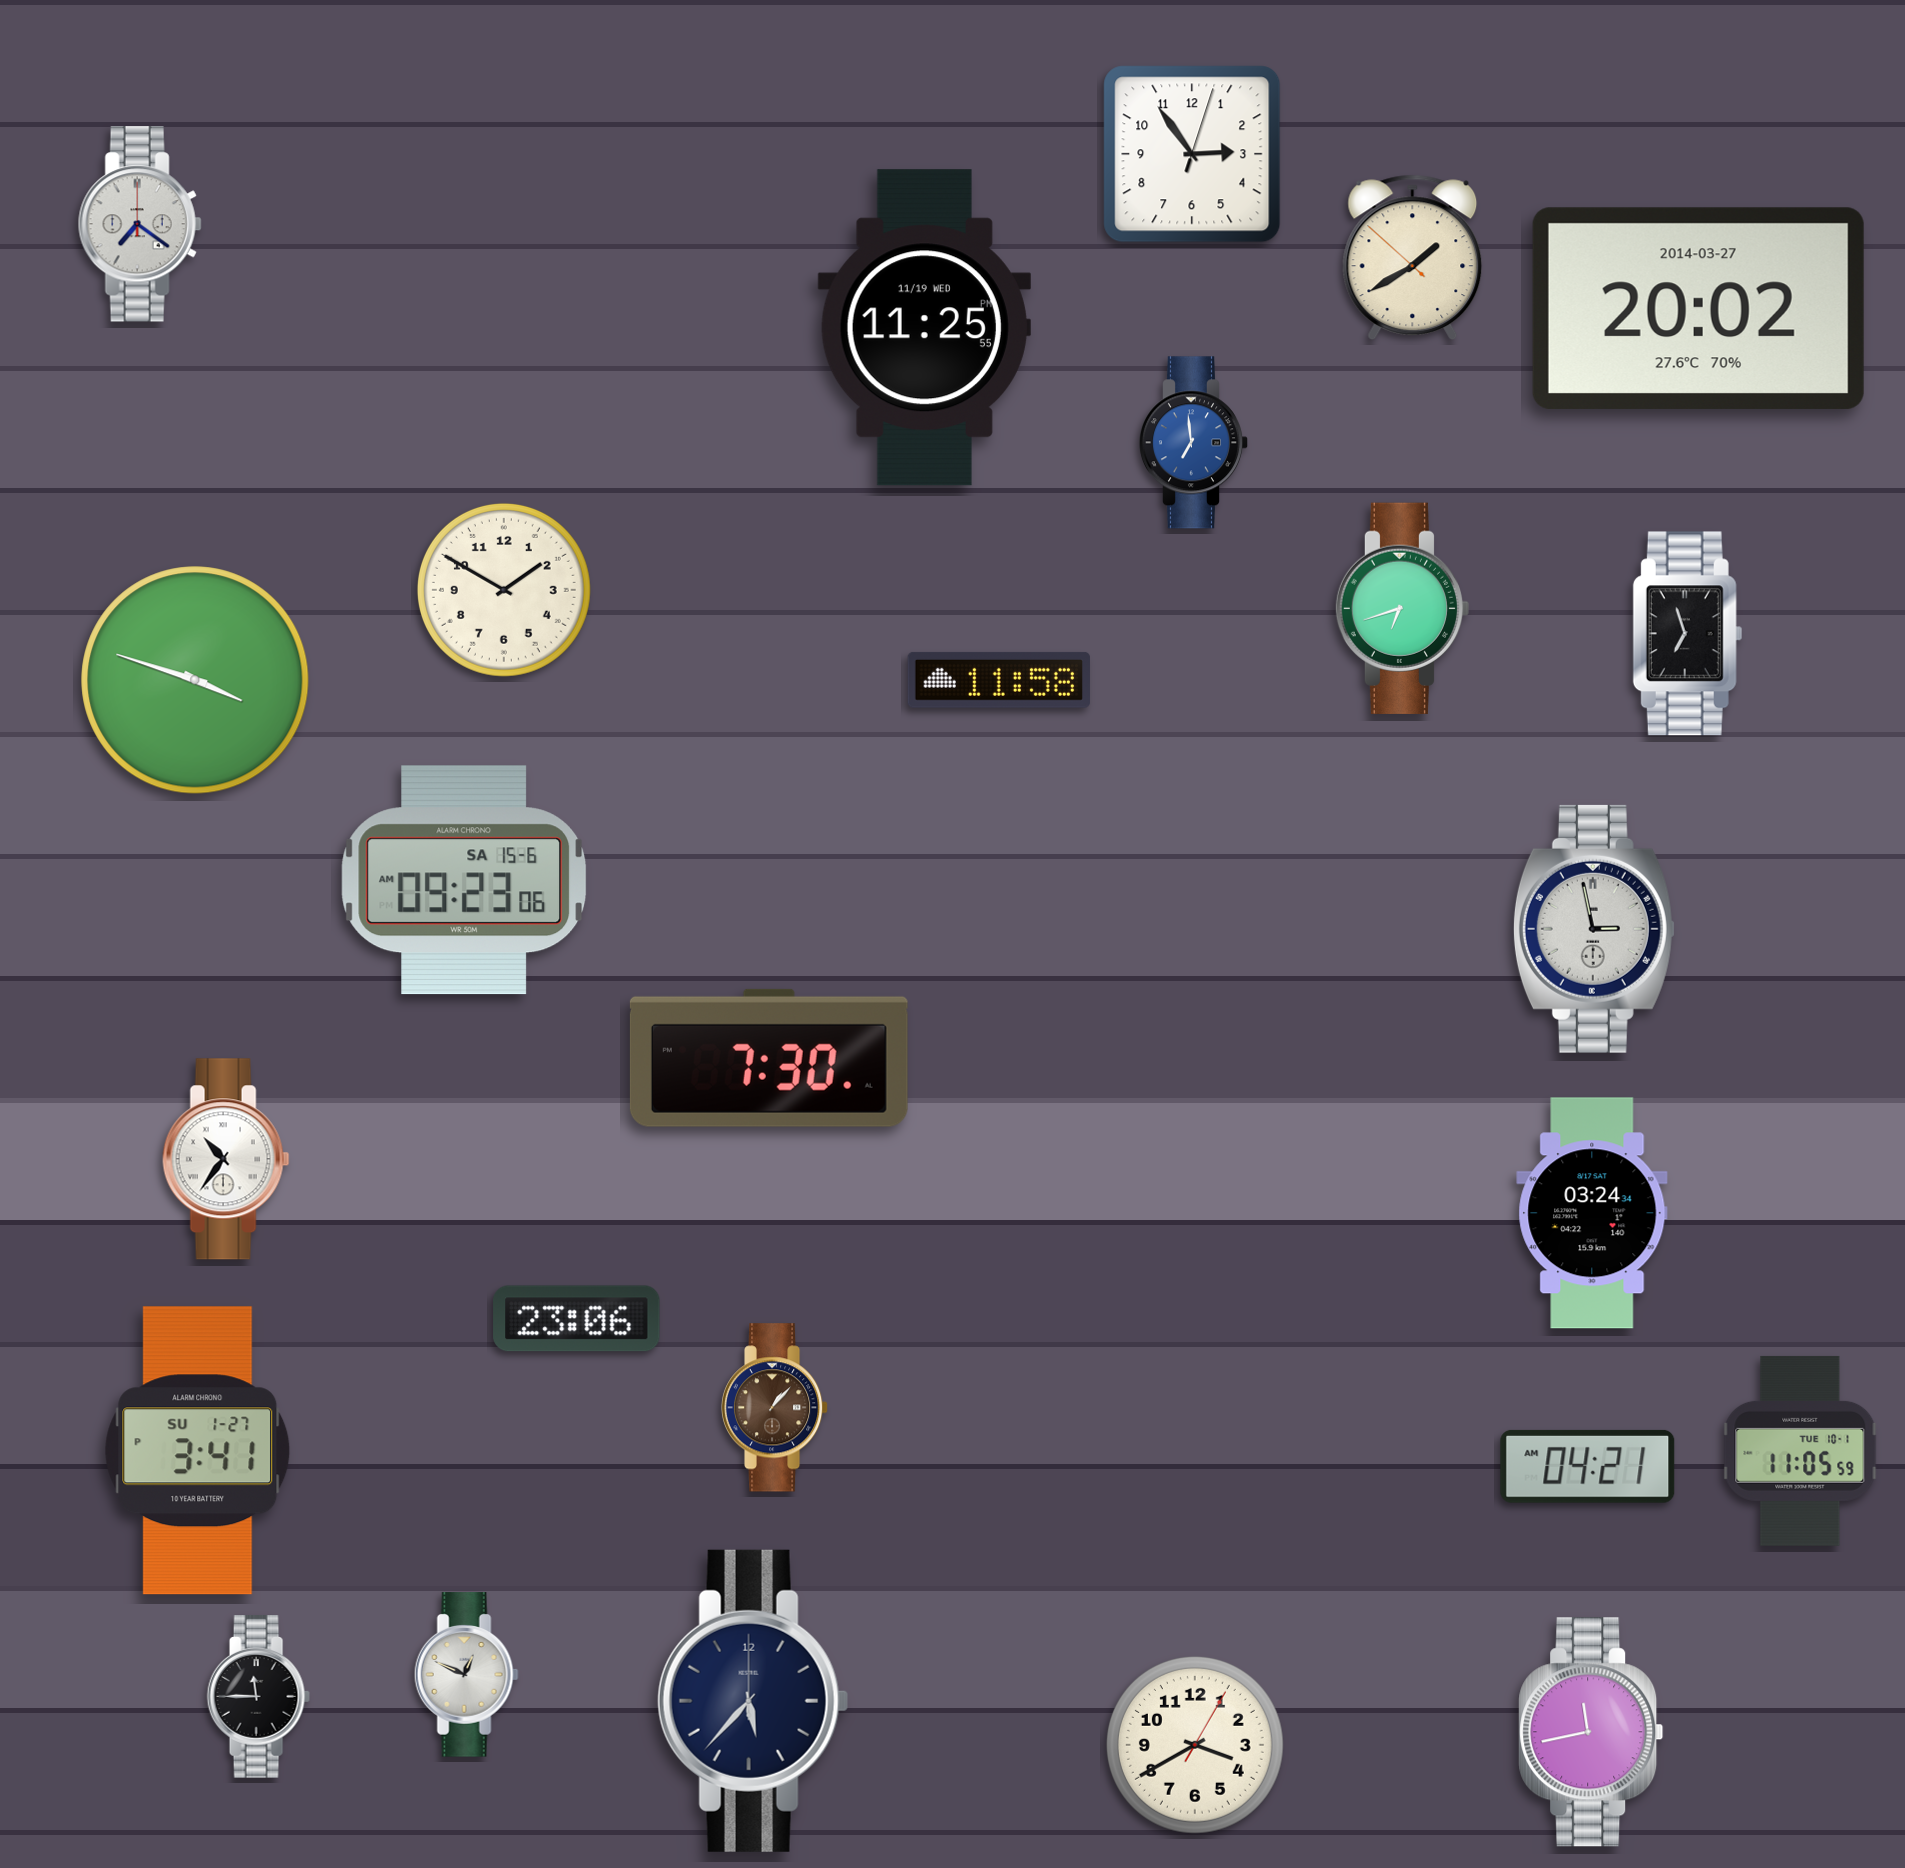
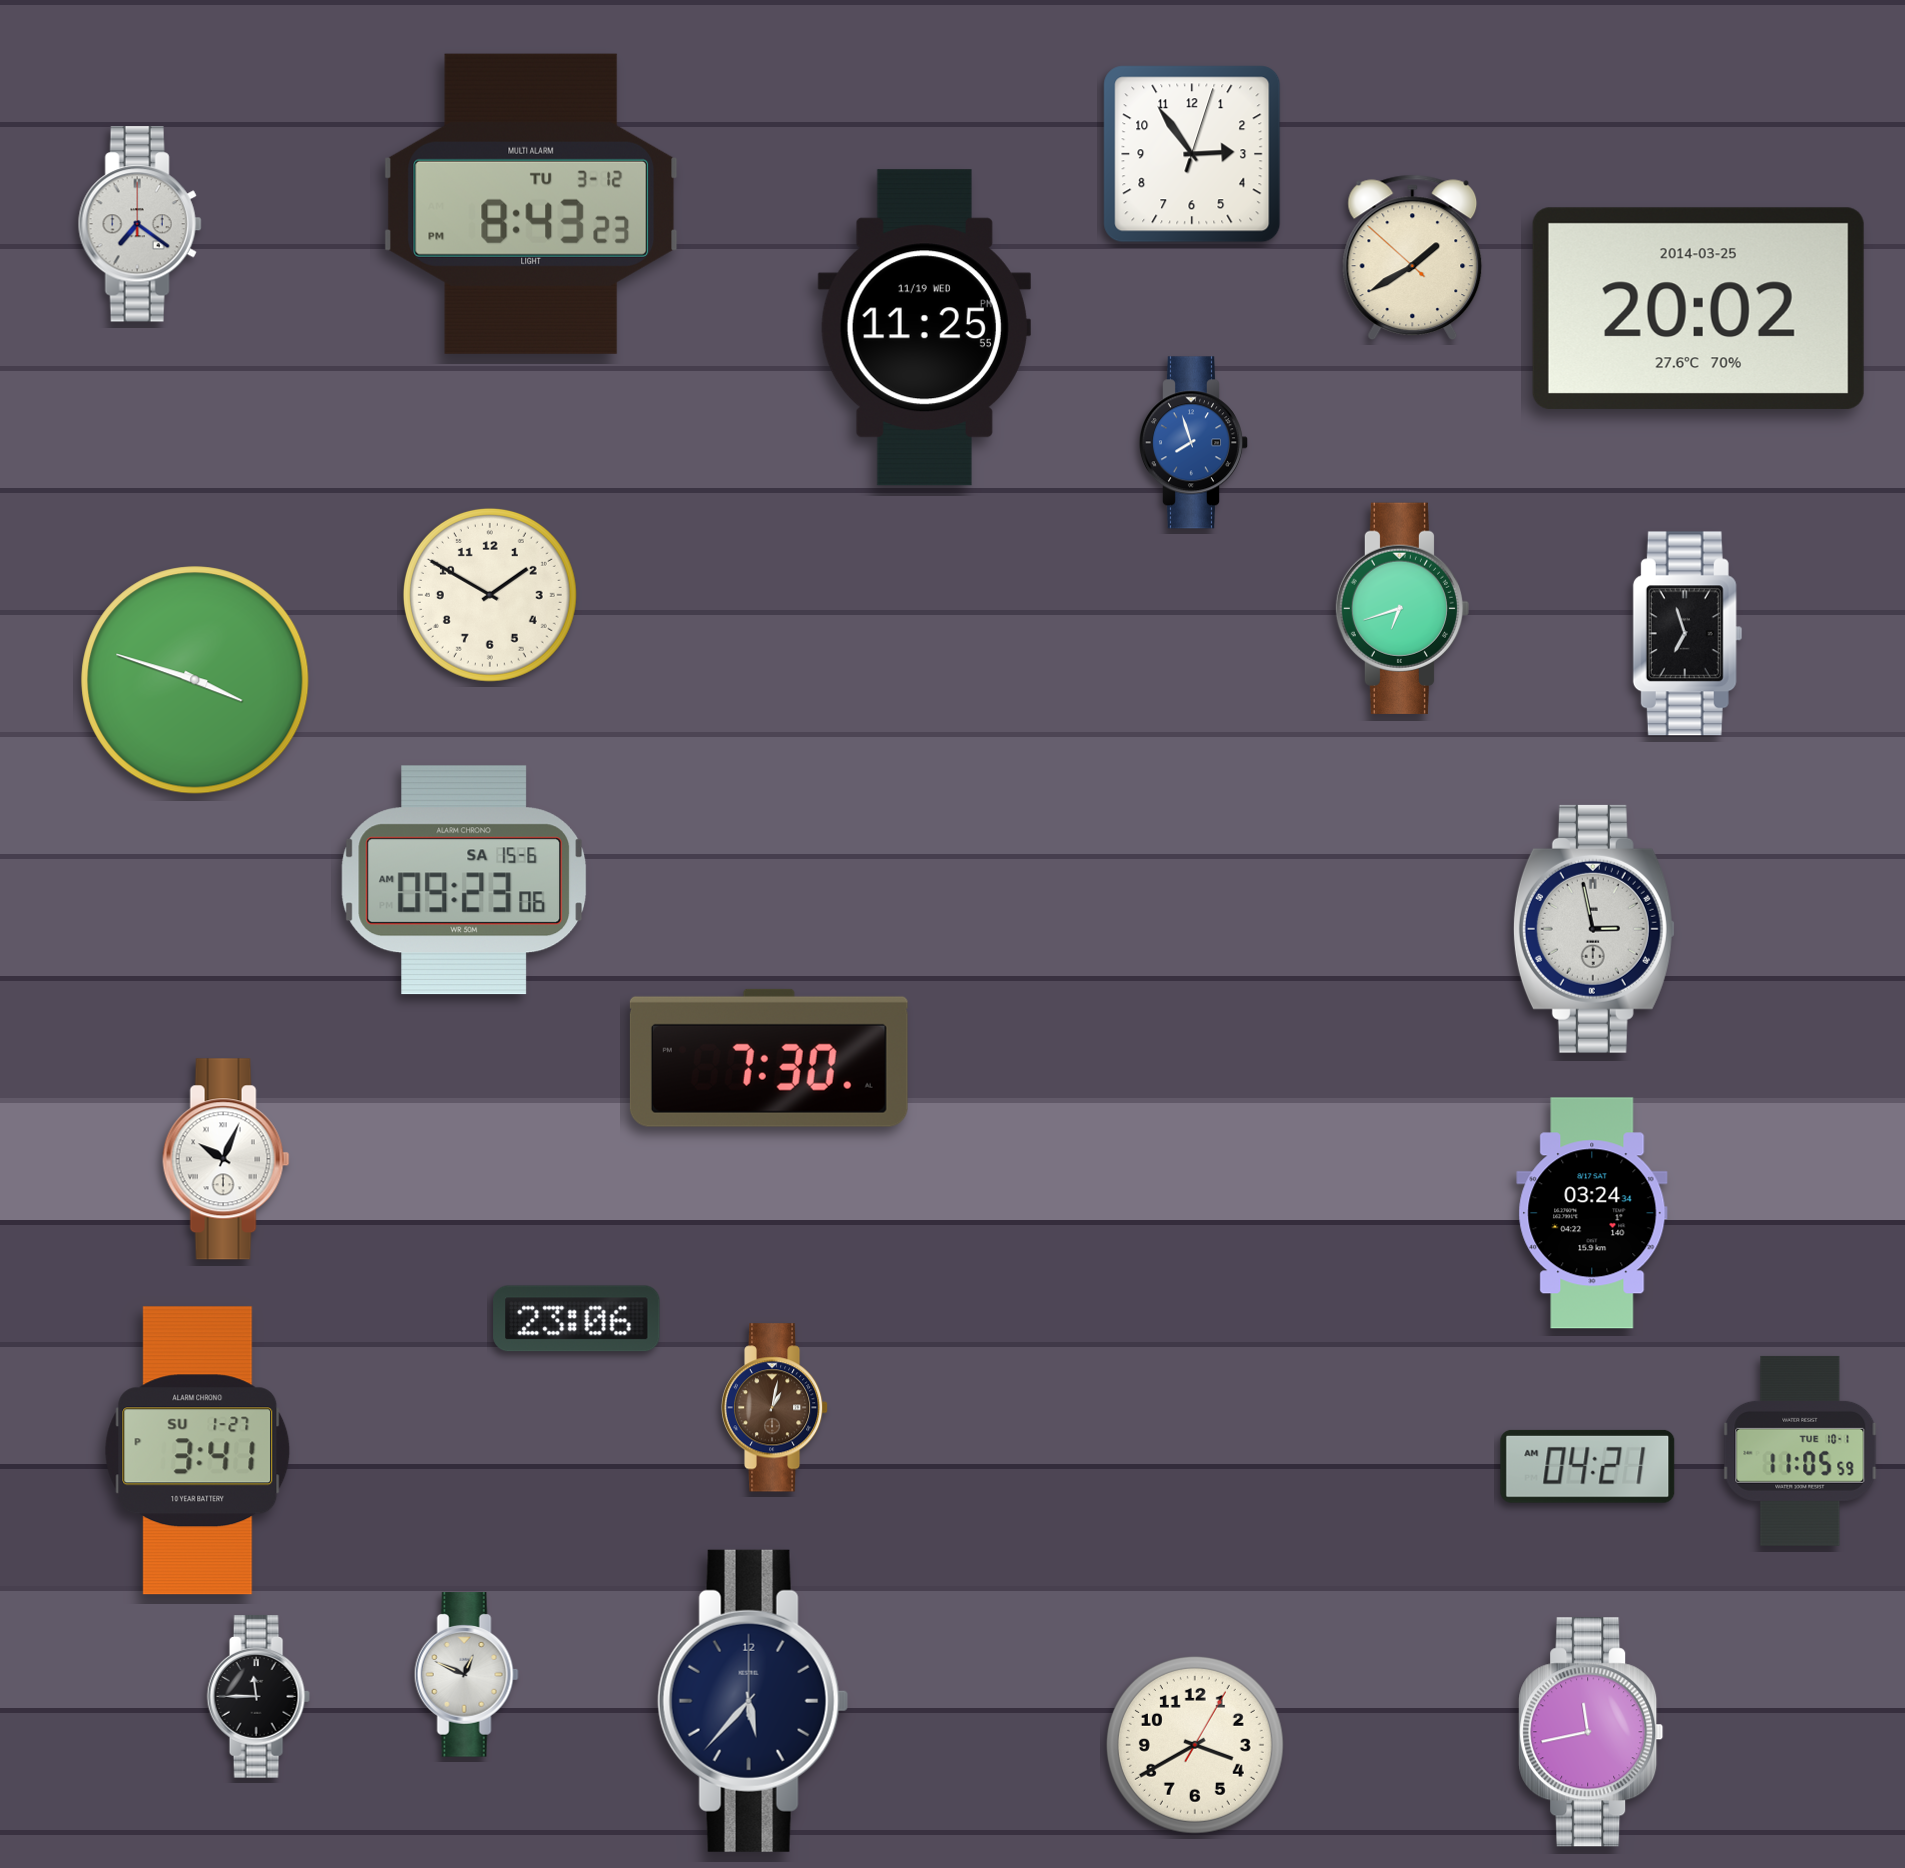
clock at (531, 204): none -> 8:43
clock at (1698, 308) date: 2014-03-27 -> 2014-03-25
clock at (1193, 443): 6:59 -> 7:57
clock at (504, 590) position: (504, 590) -> (490, 595)
clock at (999, 680): 11:58 -> none
clock at (226, 1159): 10:36 -> 10:04
clock at (775, 1408): 1:07 -> 1:02
